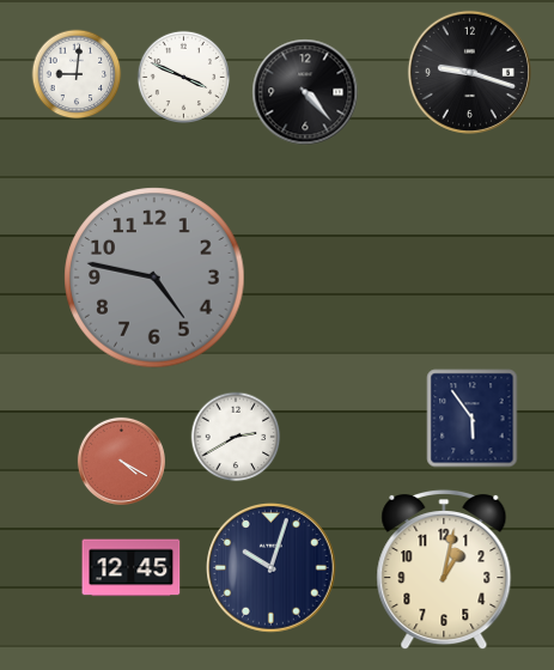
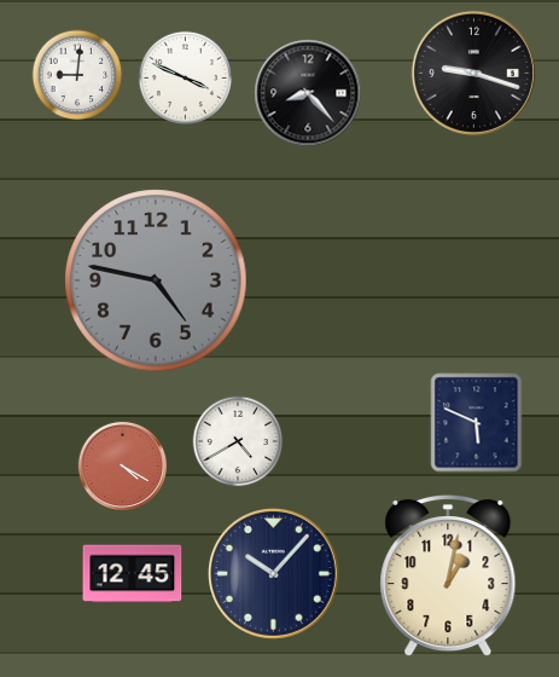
clock at (305, 92): 4:23 -> 8:23
clock at (473, 419): 5:54 -> 5:49
clock at (236, 437): 2:40 -> 4:40
clock at (272, 568): 10:03 -> 10:07
